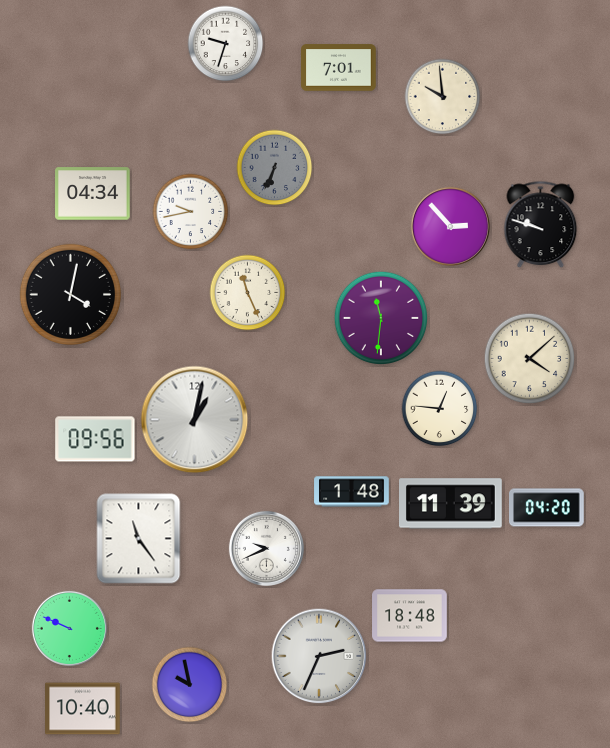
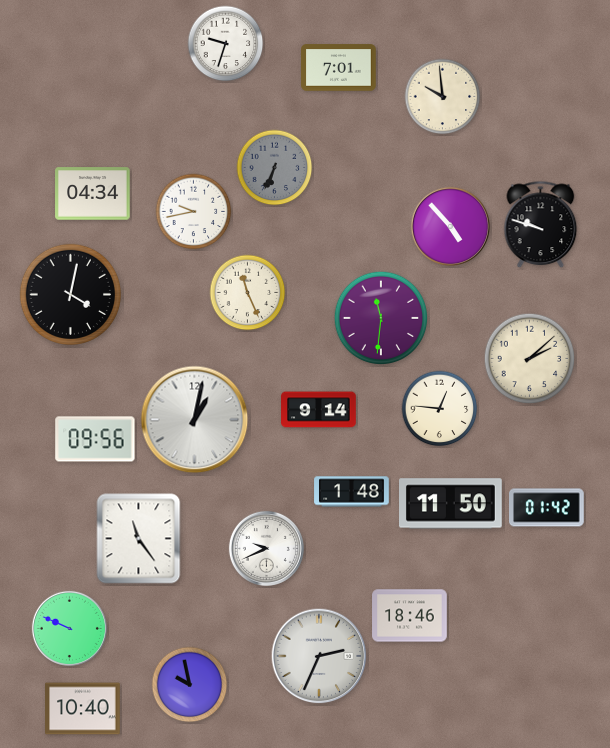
clock at (191, 212) position: (191, 212) -> (194, 212)
clock at (450, 226): 2:53 -> 4:53
clock at (530, 359): 4:08 -> 2:08
clock at (319, 410): none -> 9:14
clock at (451, 504): 11:39 -> 11:50
clock at (547, 508): 04:20 -> 01:42
clock at (410, 616): 18:48 -> 18:46
